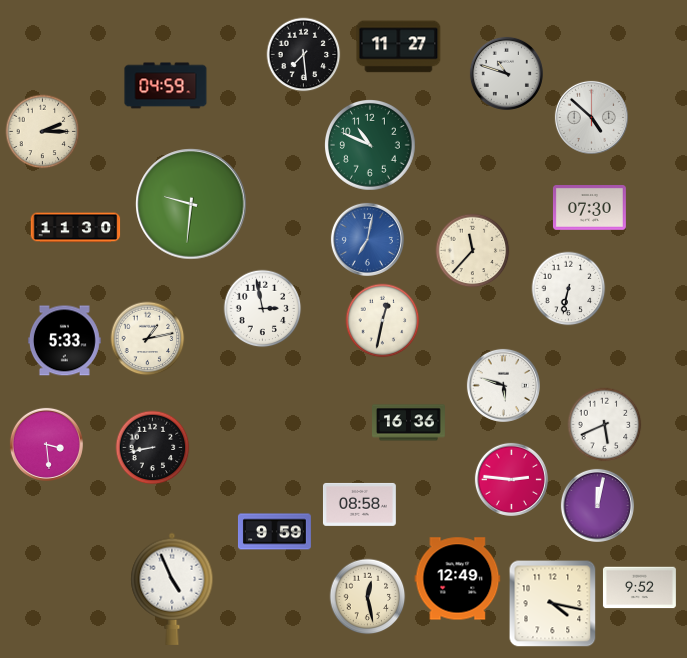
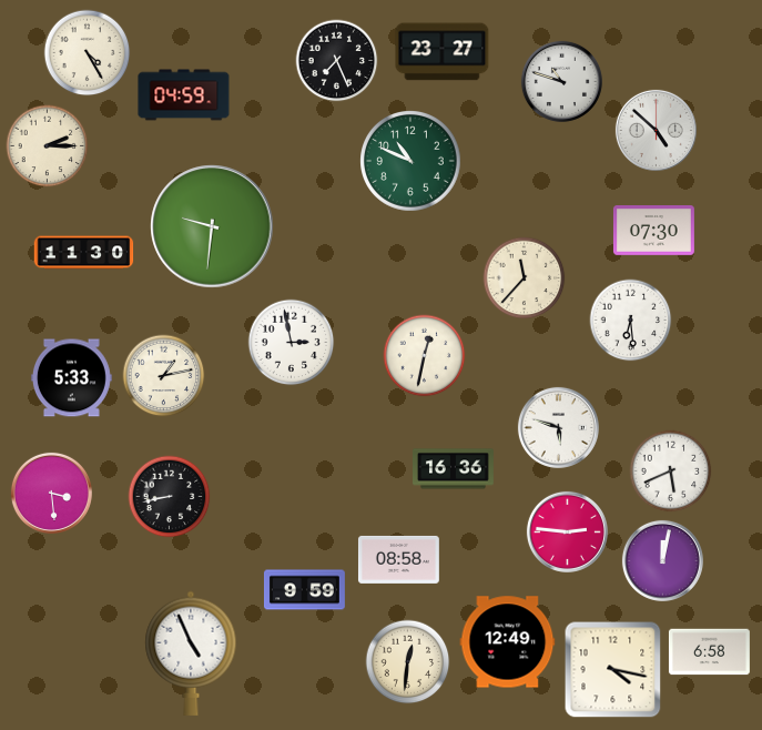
clock at (399, 47): 11:27 -> 23:27
clock at (88, 53): none -> 4:25
clock at (304, 55): 7:29 -> 7:26
clock at (367, 239): 7:02 -> none
clock at (569, 289): 6:32 -> 6:29
clock at (639, 588): 9:52 -> 6:58
clock at (368, 597): 12:28 -> 12:31
